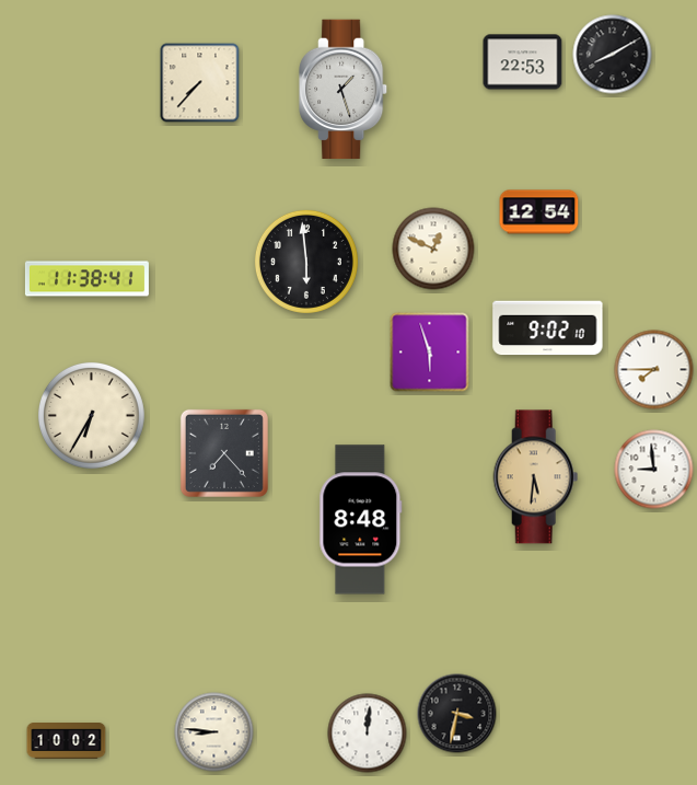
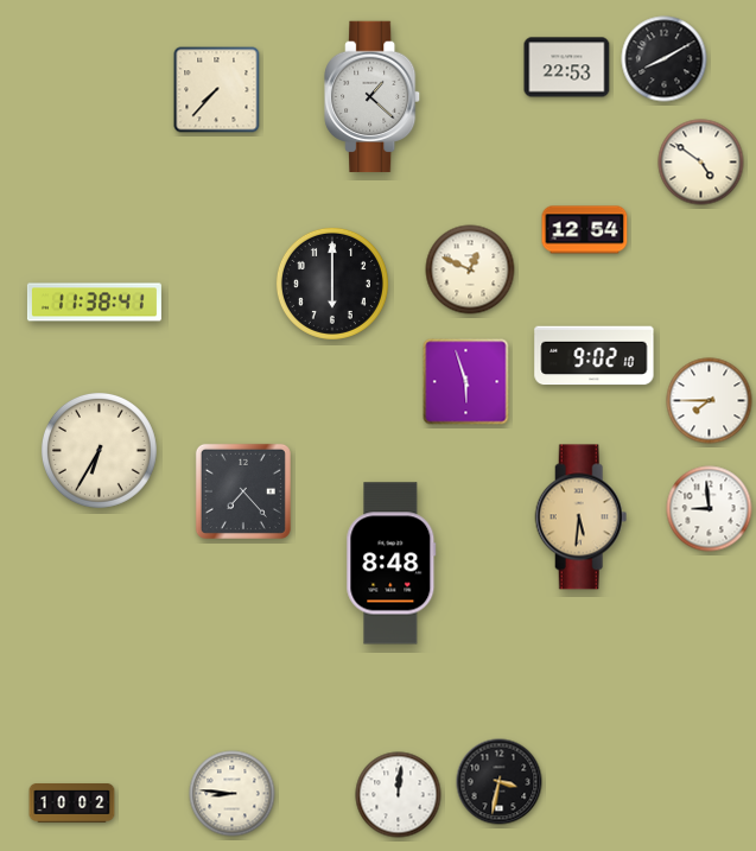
clock at (344, 90): 1:27 -> 1:22
clock at (701, 163): none -> 4:51
clock at (306, 262): 5:59 -> 6:00
clock at (457, 714) position: (457, 714) -> (500, 782)
